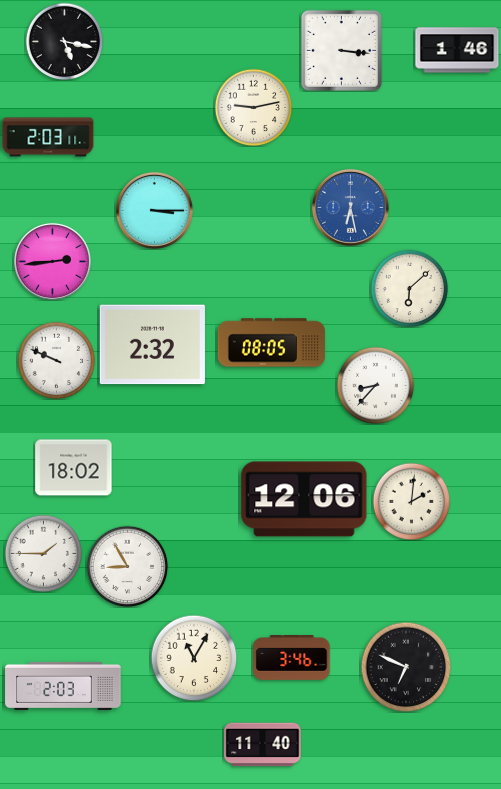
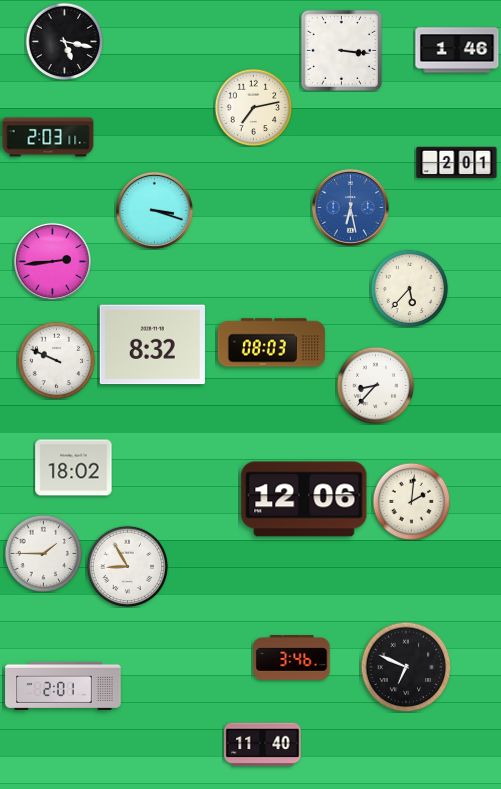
clock at (253, 107): 9:13 -> 7:13
clock at (457, 163): none -> 2:01
clock at (154, 210): 3:15 -> 3:18
clock at (409, 288): 6:08 -> 5:37
clock at (271, 343): 08:05 -> 08:03
clock at (152, 345): 2:32 -> 8:32
clock at (194, 658): 11:05 -> none
clock at (63, 686): 2:03 -> 2:01
